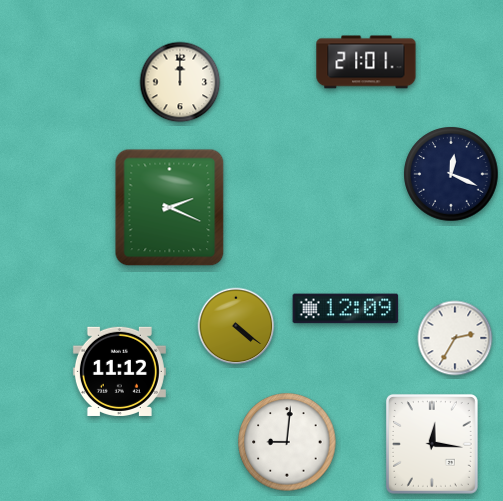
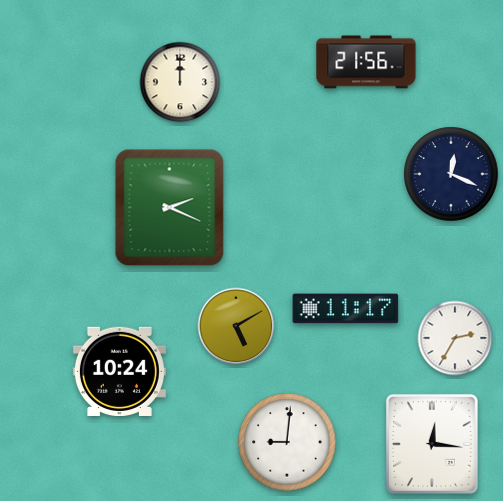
clock at (366, 62): 21:01 -> 21:56
clock at (346, 309): 12:09 -> 11:17
clock at (236, 326): 4:21 -> 5:10
clock at (119, 371): 11:12 -> 10:24
